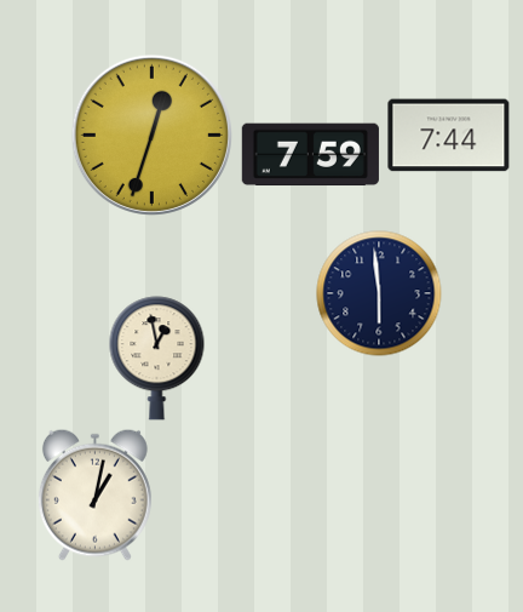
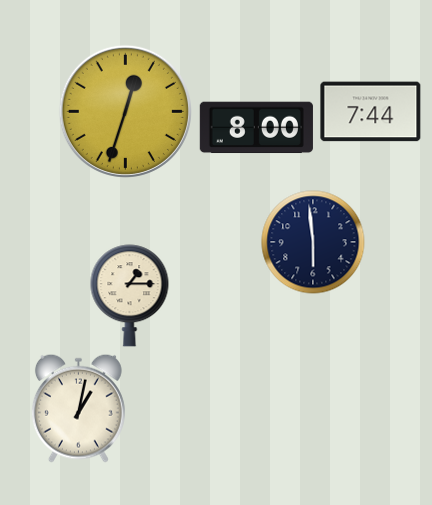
clock at (310, 155): 7:59 -> 8:00
clock at (157, 359): 12:58 -> 1:15
